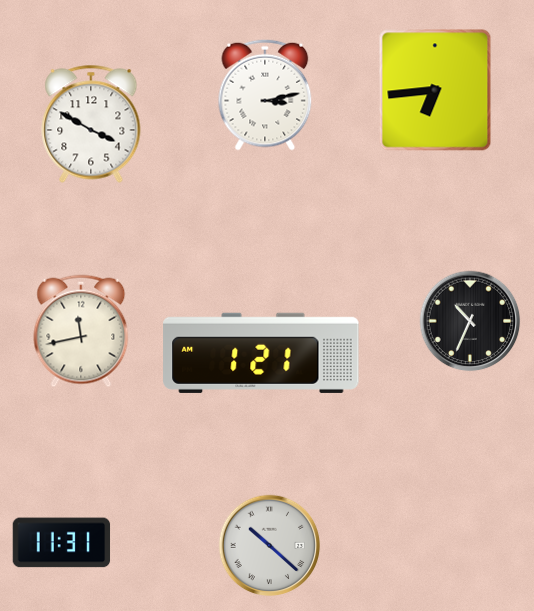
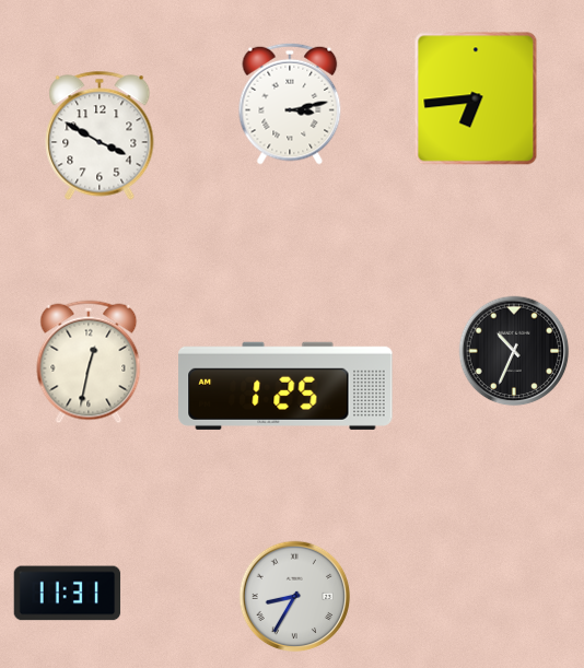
clock at (81, 331): 11:43 -> 12:32
clock at (261, 353): 1:21 -> 1:25
clock at (270, 546): 10:22 -> 8:35
